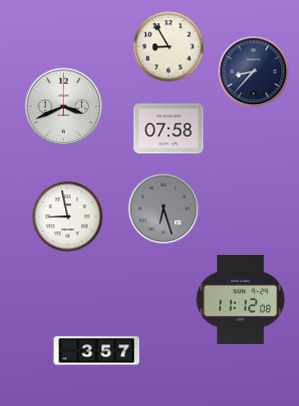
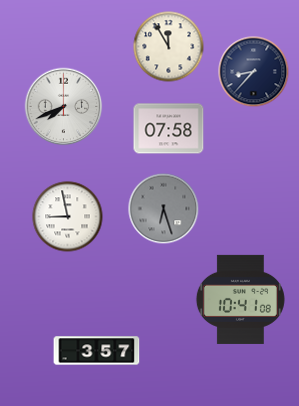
clock at (169, 47): 8:55 -> 11:55
clock at (64, 107): 3:41 -> 7:41
clock at (240, 299): 11:12 -> 10:41
